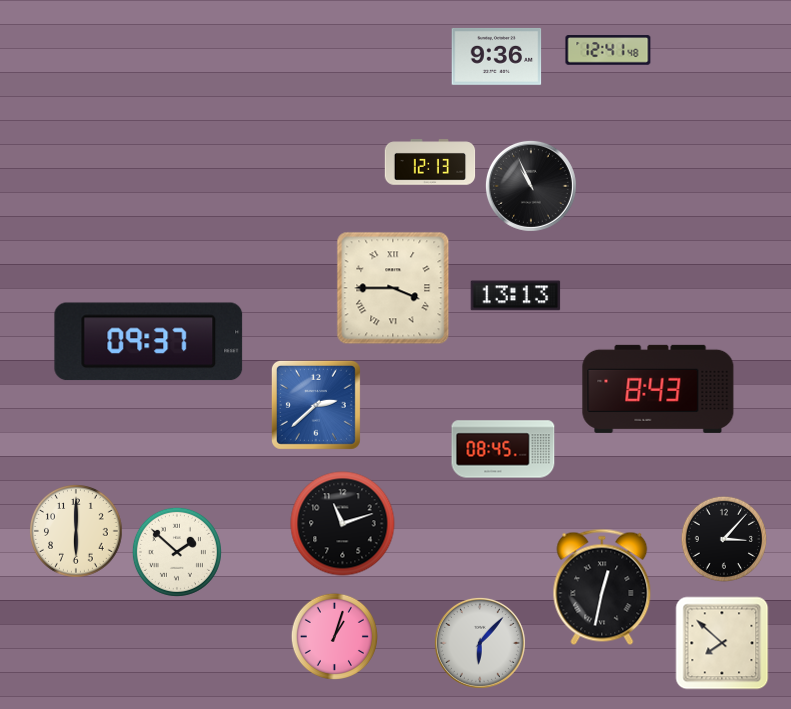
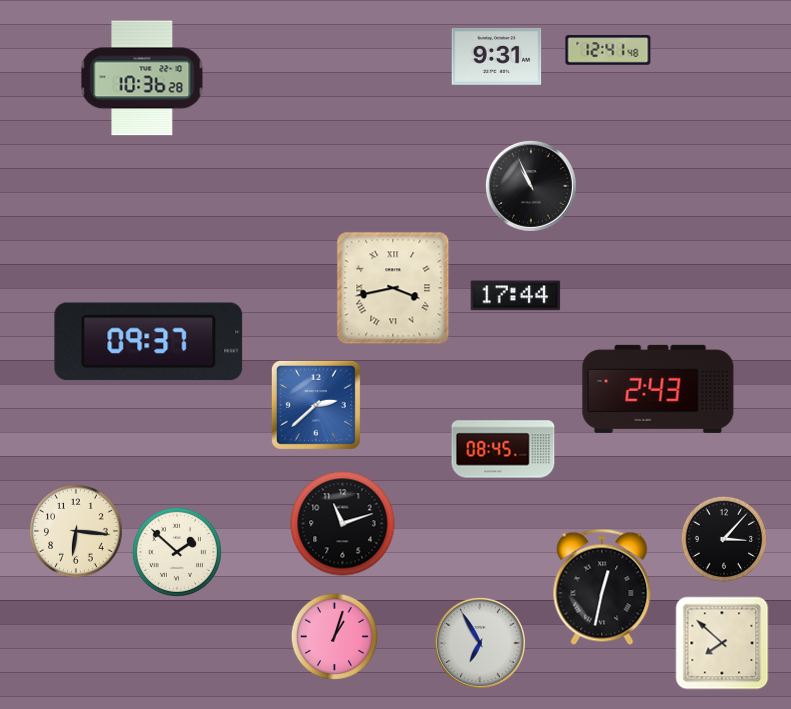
clock at (497, 56): 9:36 -> 9:31
clock at (142, 78): none -> 10:36
clock at (430, 162): 12:13 -> none
clock at (393, 288): 3:45 -> 3:43
clock at (516, 296): 13:13 -> 17:44
clock at (658, 389): 8:43 -> 2:43
clock at (77, 532): 6:00 -> 6:16
clock at (480, 643): 6:07 -> 6:55
